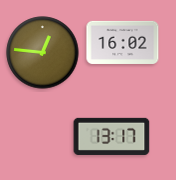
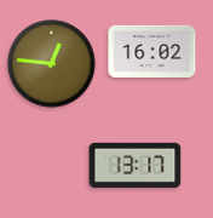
clock at (123, 42) position: (123, 42) -> (152, 51)
